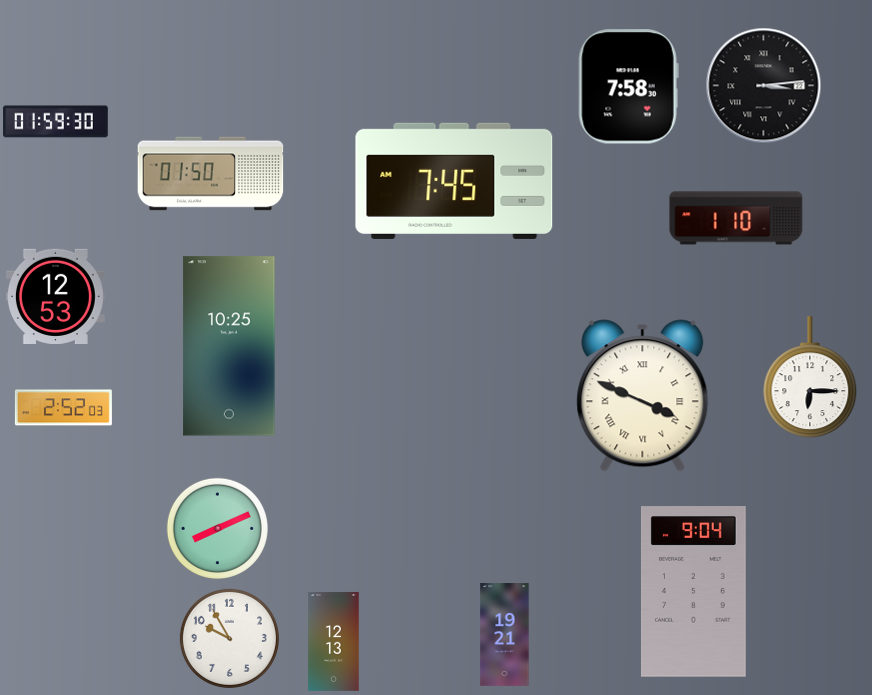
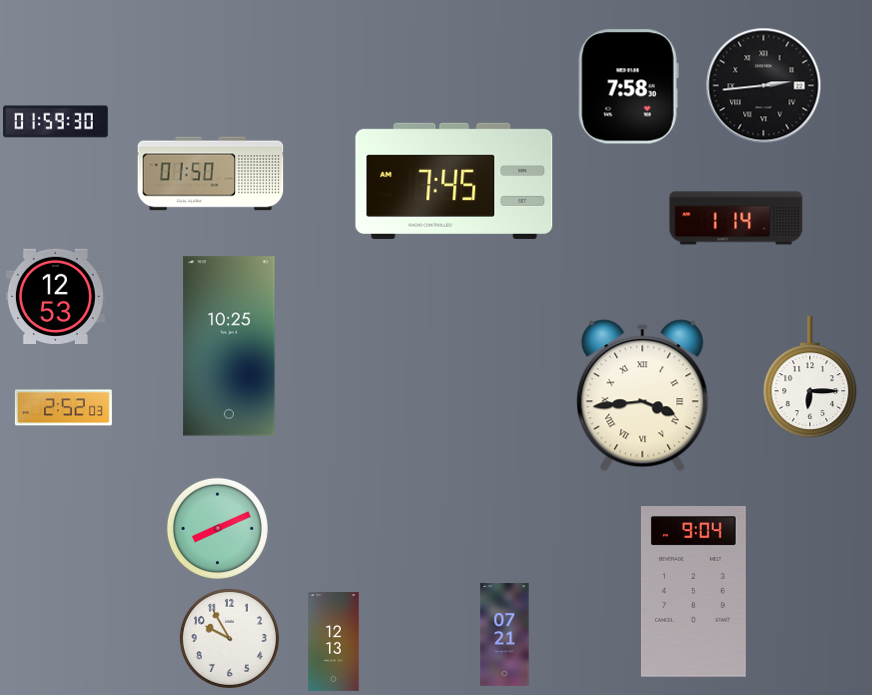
clock at (763, 85): 3:14 -> 2:44
clock at (736, 218): 1:10 -> 1:14
clock at (643, 396): 3:49 -> 3:44
clock at (505, 635): 19:21 -> 07:21
